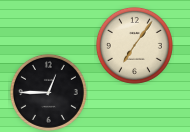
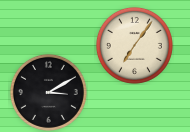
clock at (48, 92): 12:45 -> 3:10
